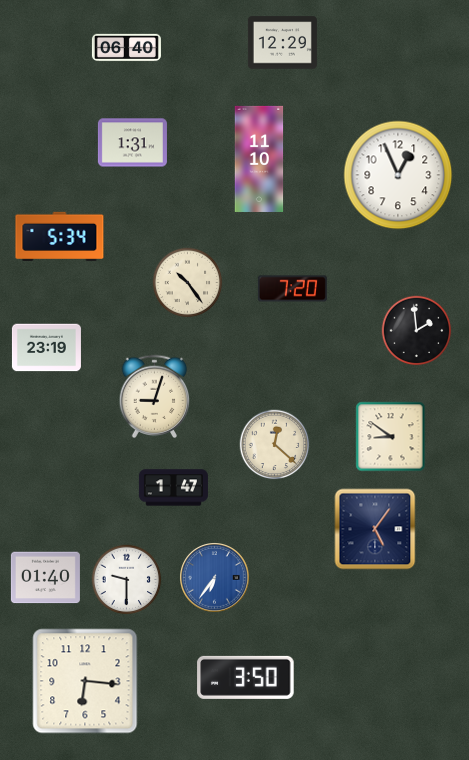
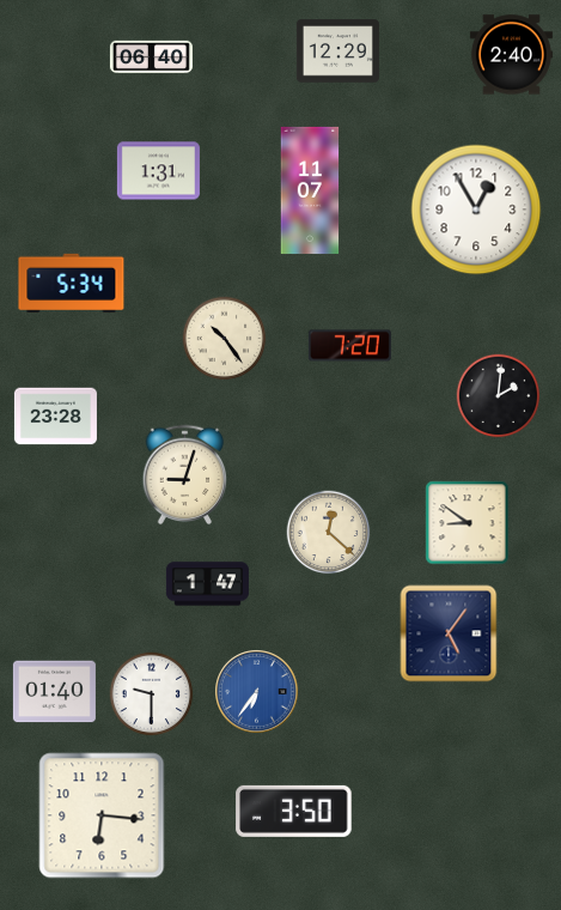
clock at (511, 55): none -> 2:40
clock at (259, 159): 11:10 -> 11:07
clock at (398, 175): 12:56 -> 12:55
clock at (417, 331): 1:59 -> 2:01
clock at (46, 348): 23:19 -> 23:28
